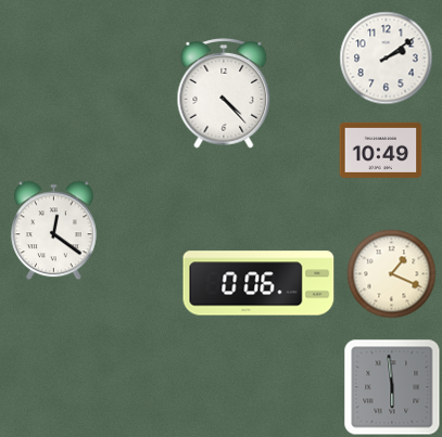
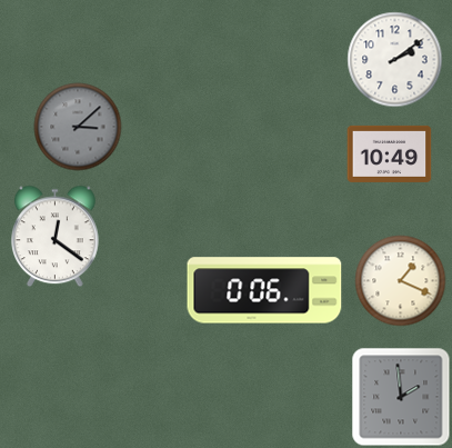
clock at (224, 93): 4:23 -> none
clock at (78, 127): none -> 3:08
clock at (392, 387): 5:59 -> 1:59
